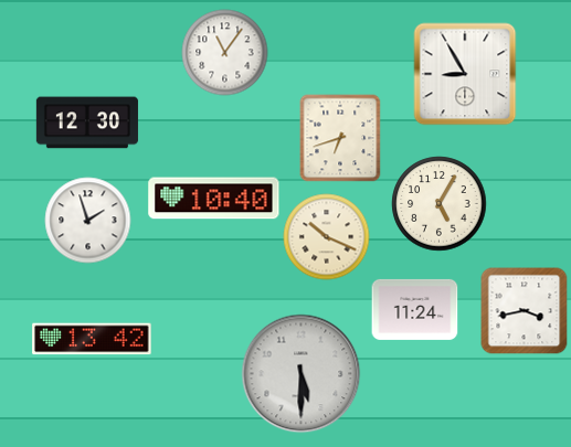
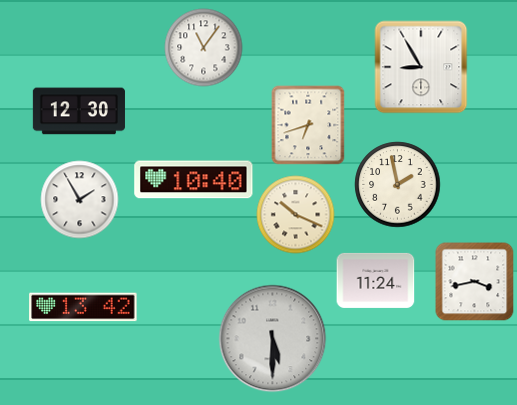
clock at (438, 203): 5:05 -> 1:58
clock at (87, 220): 1:57 -> 1:55
